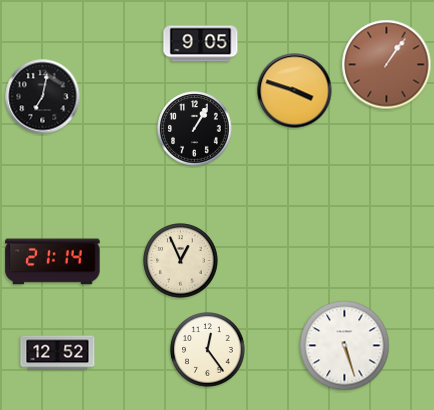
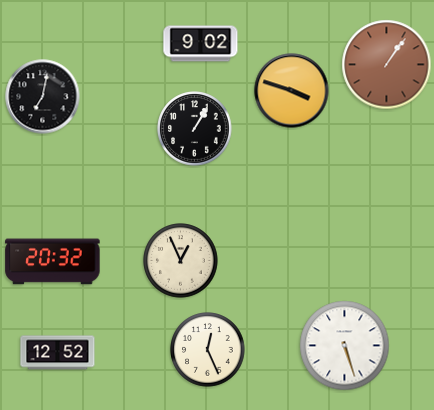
clock at (201, 44): 9:05 -> 9:02
clock at (295, 91) position: (295, 91) -> (292, 91)
clock at (53, 262): 21:14 -> 20:32
clock at (208, 350): 12:24 -> 12:26
